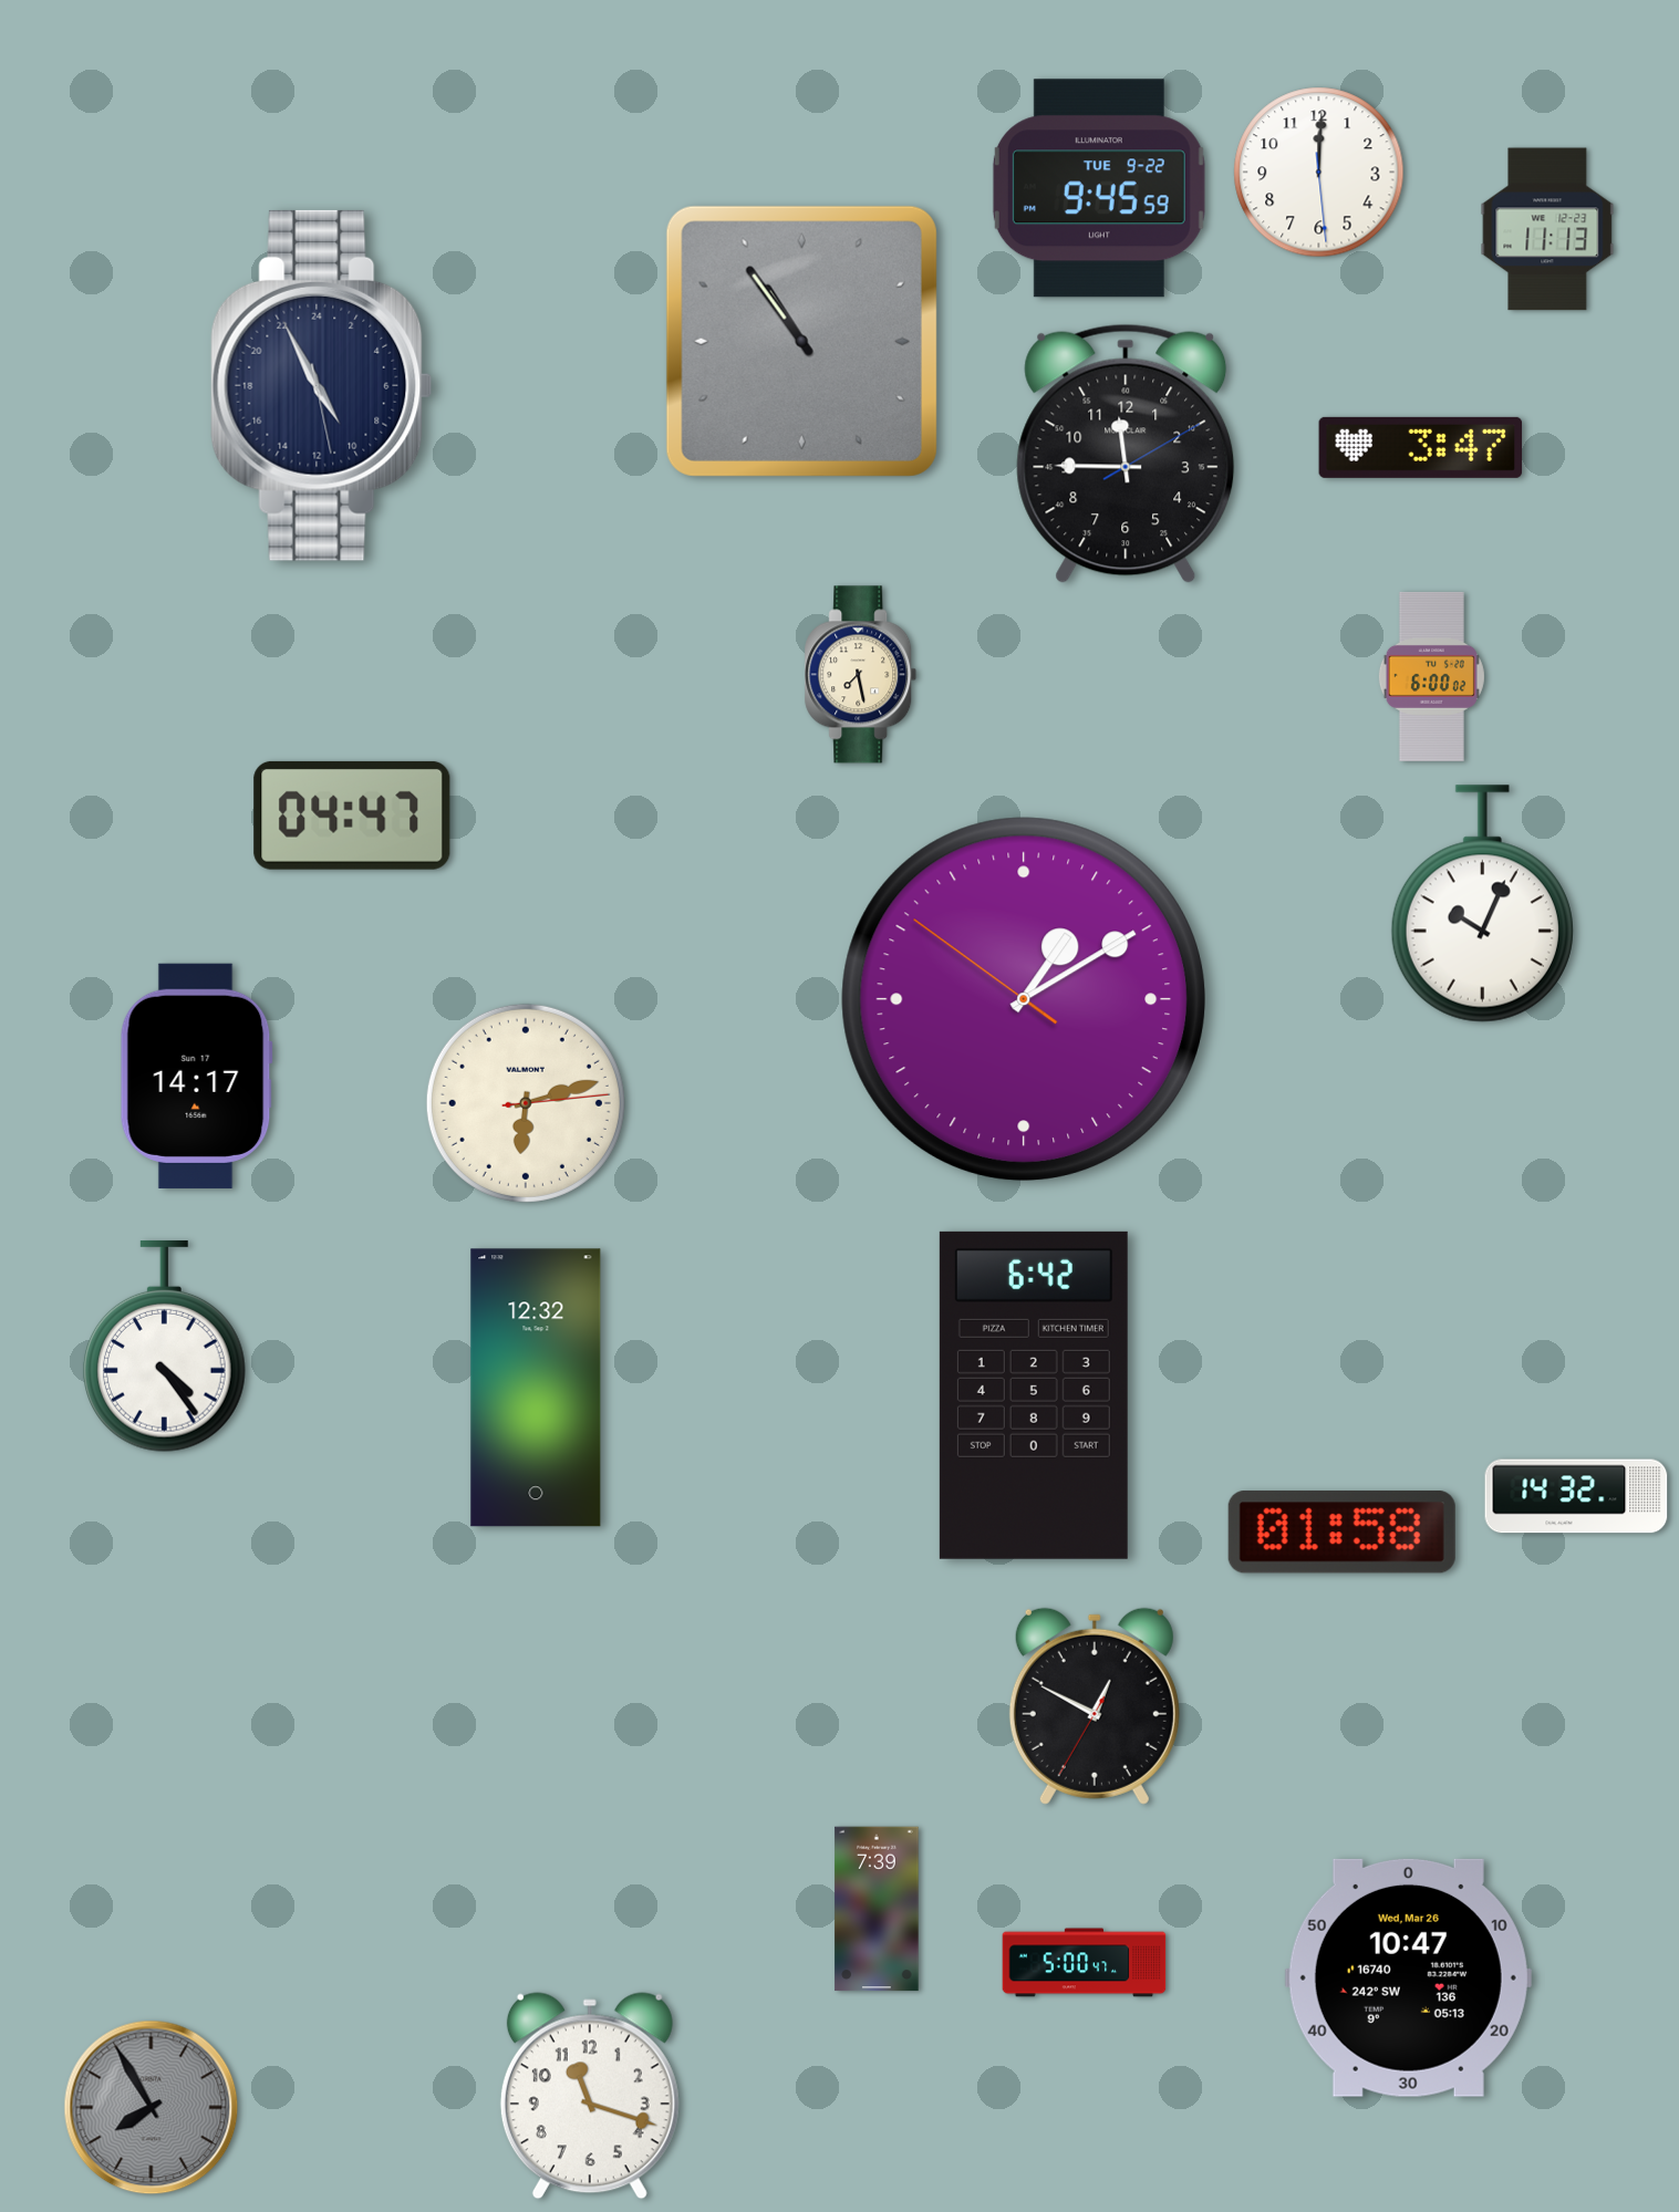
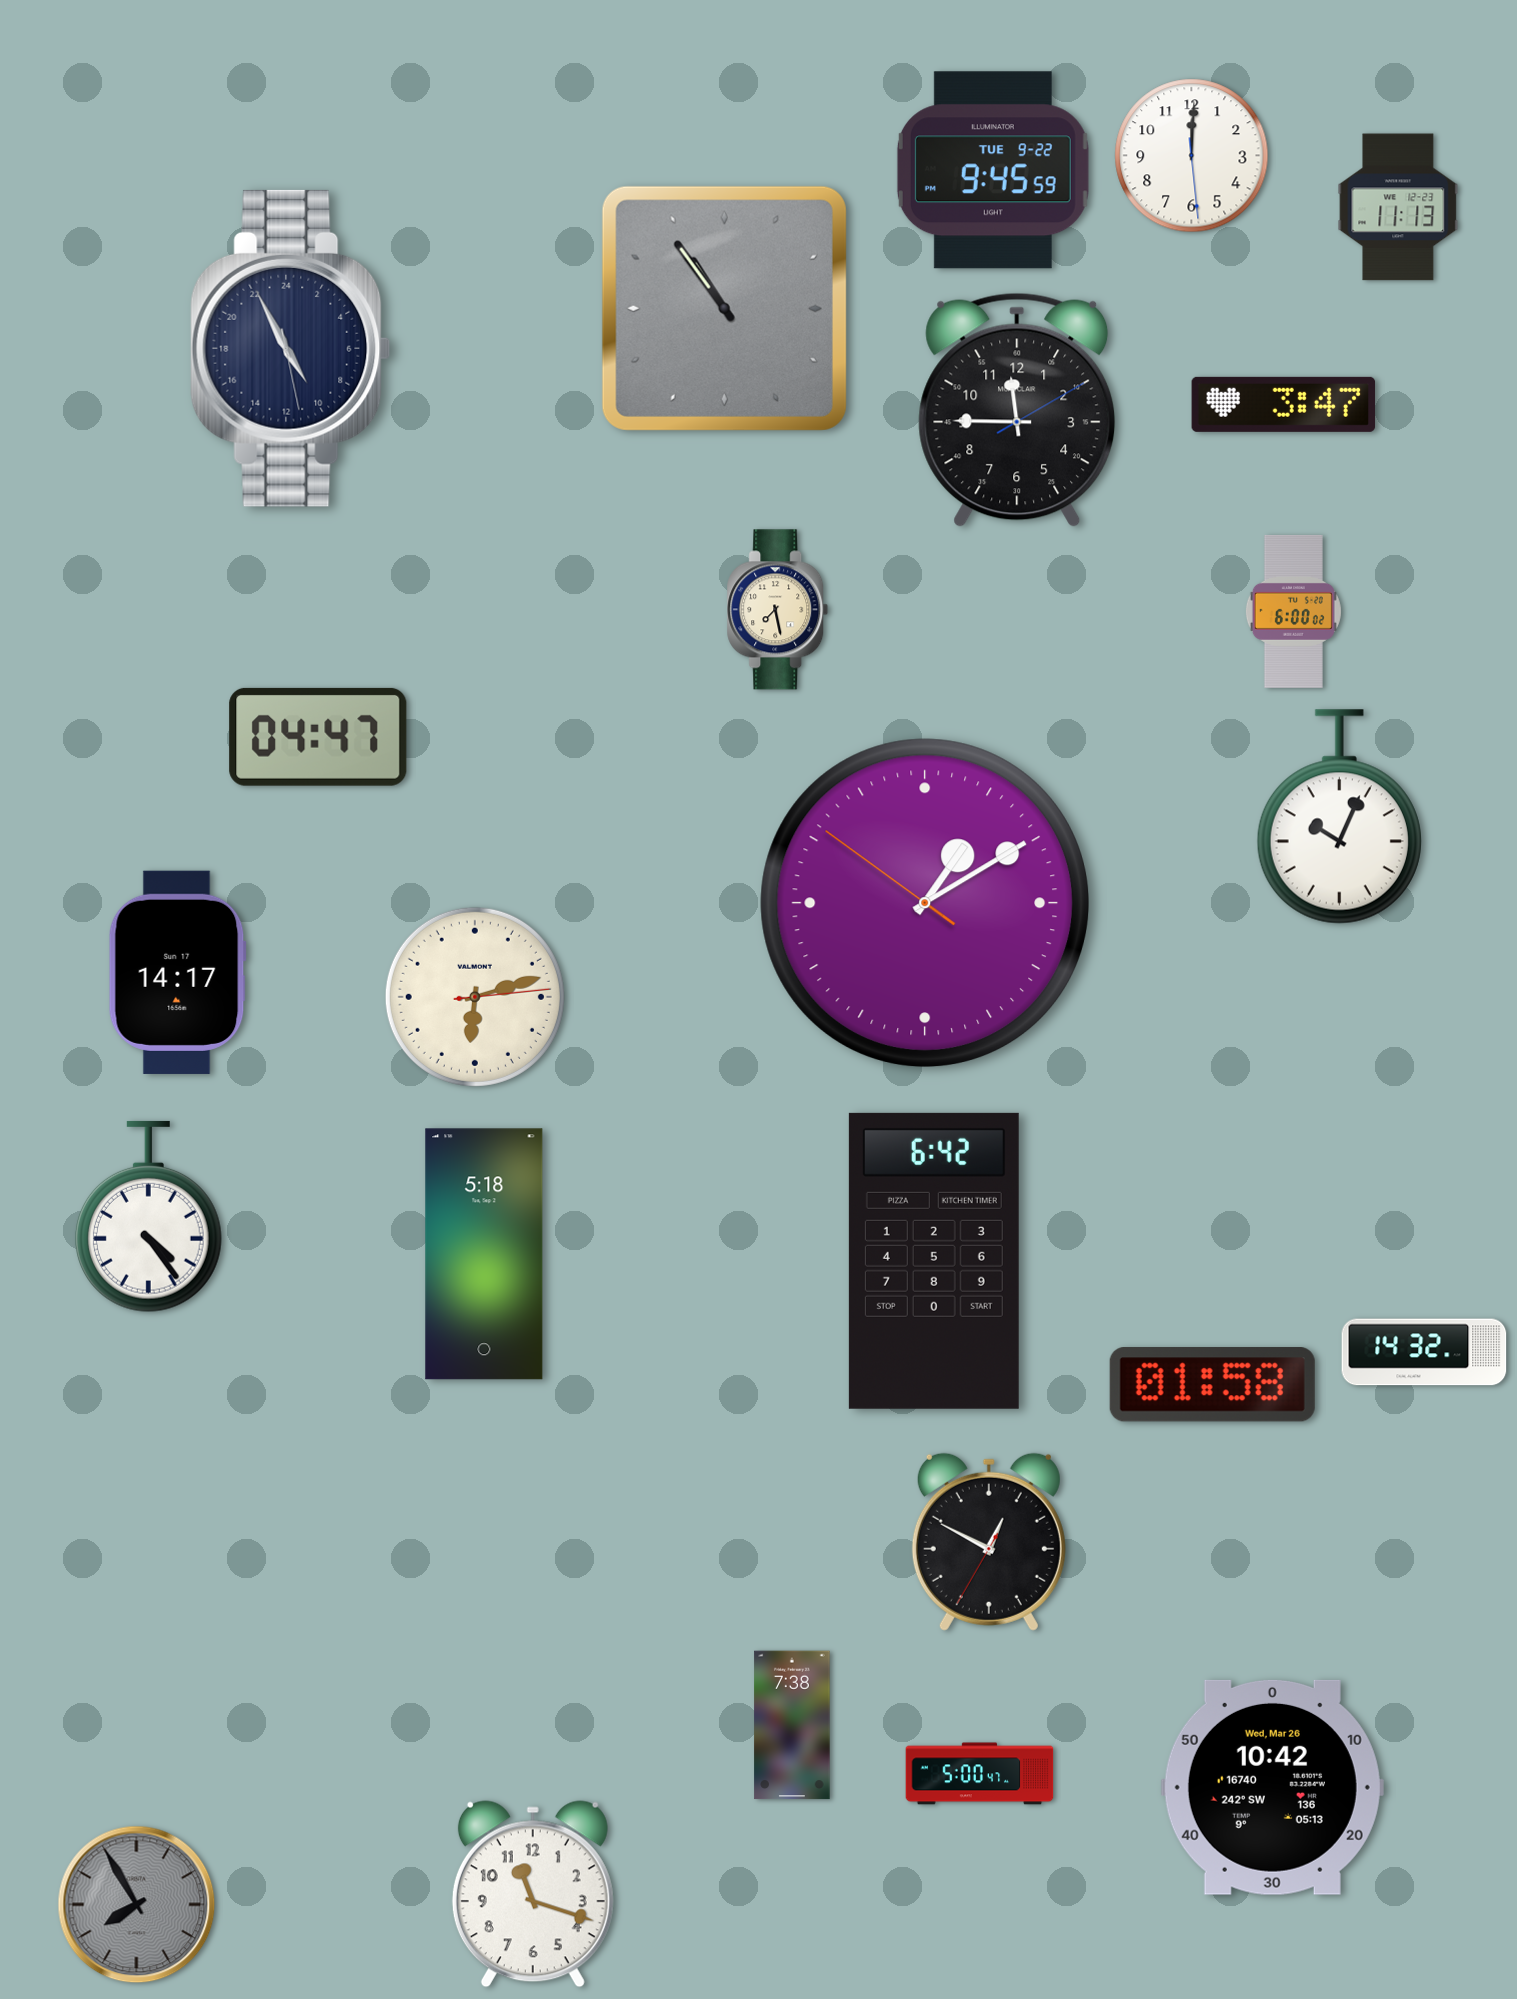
clock at (536, 1388): 12:32 -> 5:18
clock at (877, 1909): 7:39 -> 7:38
clock at (1408, 1977): 10:47 -> 10:42
